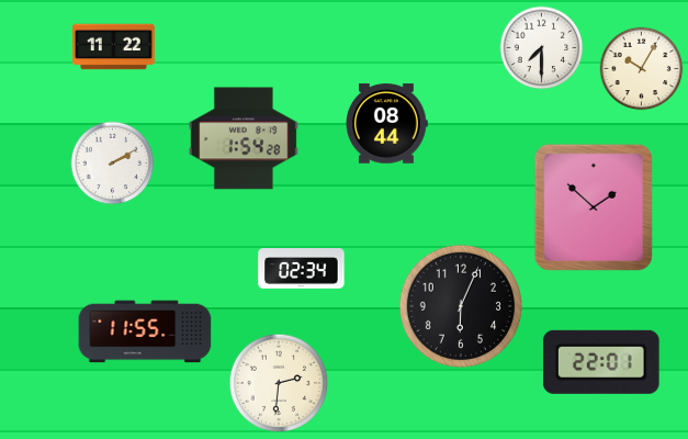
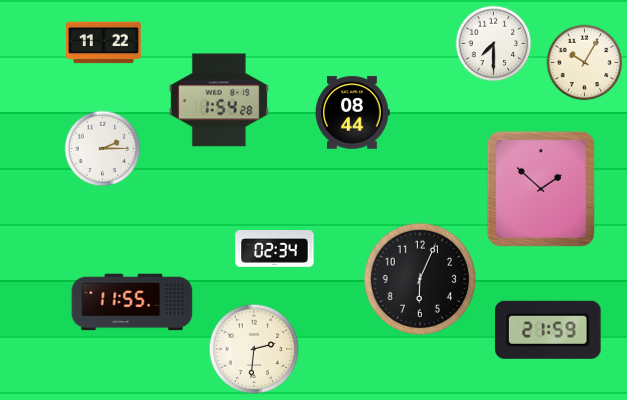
clock at (244, 138) position: (244, 138) -> (219, 100)
clock at (113, 164): 2:10 -> 2:15
clock at (302, 269) position: (302, 269) -> (275, 249)
clock at (601, 362): 22:01 -> 21:59
